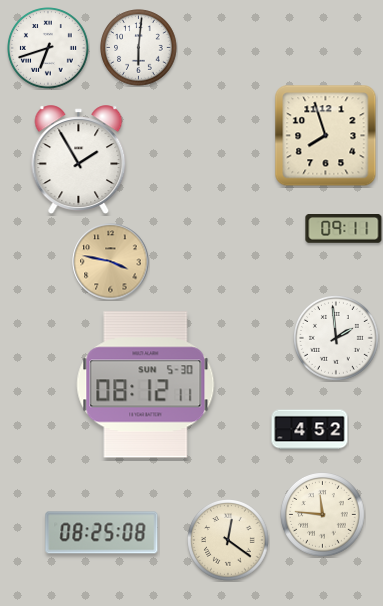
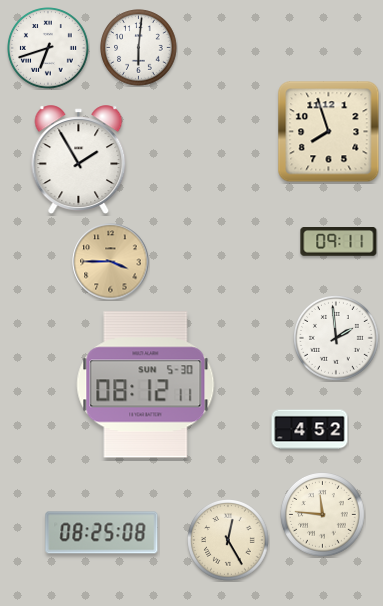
clock at (326, 136) position: (326, 136) -> (329, 132)
clock at (344, 229) position: (344, 229) -> (339, 242)
clock at (111, 262): 3:47 -> 3:45
clock at (229, 541): 12:21 -> 12:25
